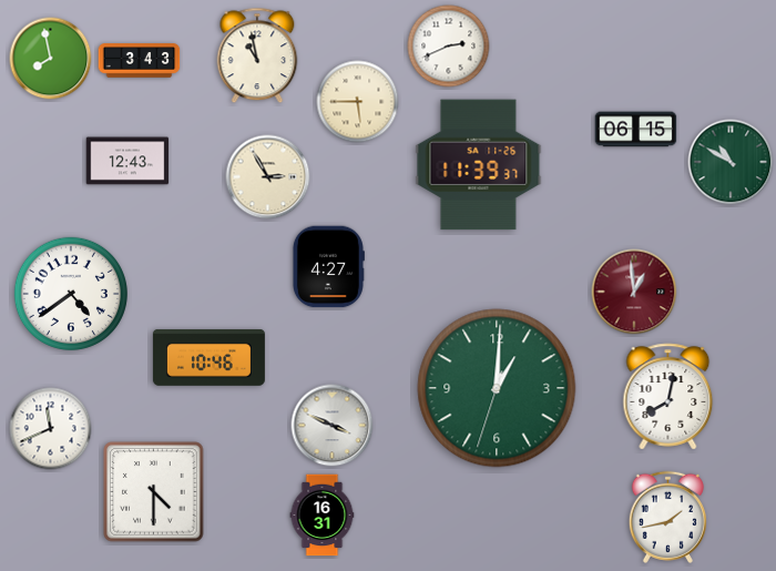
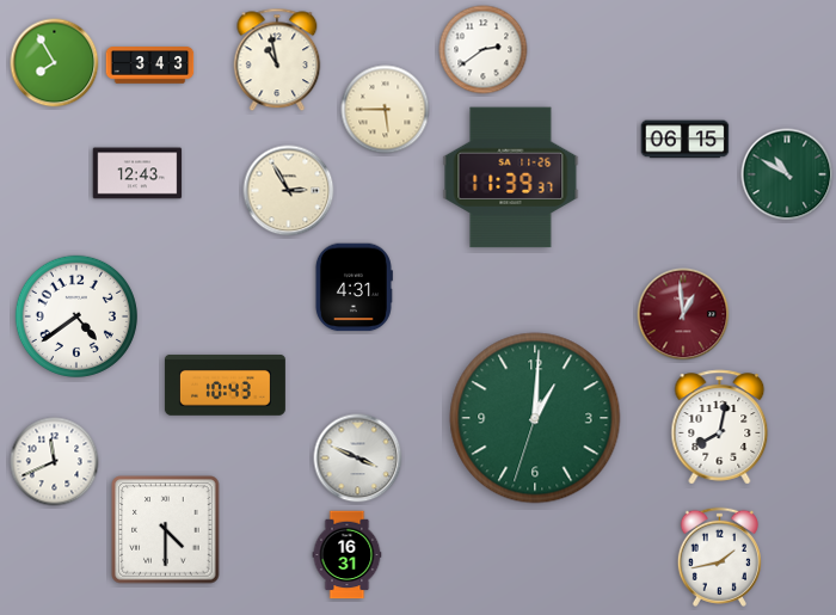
clock at (449, 47): 2:41 -> 2:39
clock at (51, 59): 7:58 -> 7:55
clock at (479, 165) position: (479, 165) -> (511, 178)
clock at (328, 267): 4:27 -> 4:31
clock at (208, 357): 10:46 -> 10:43
